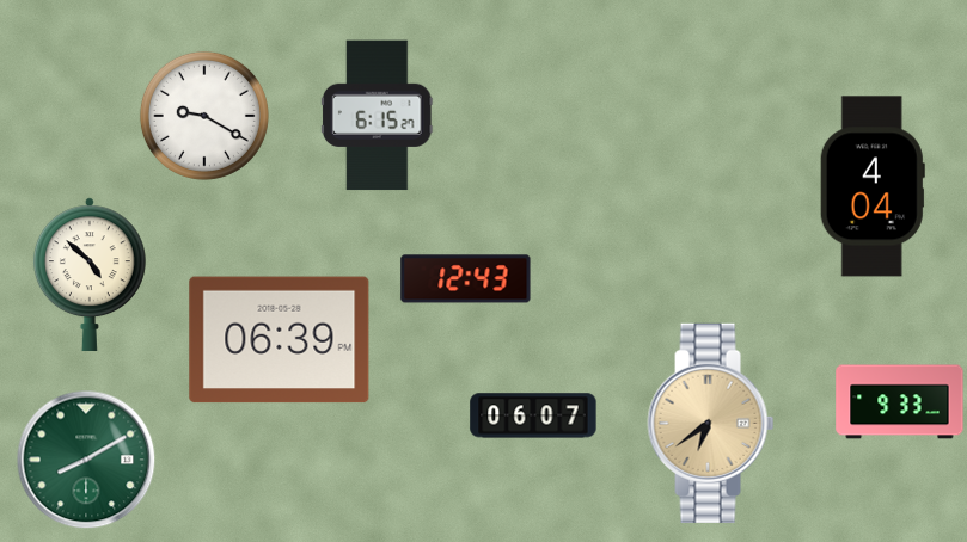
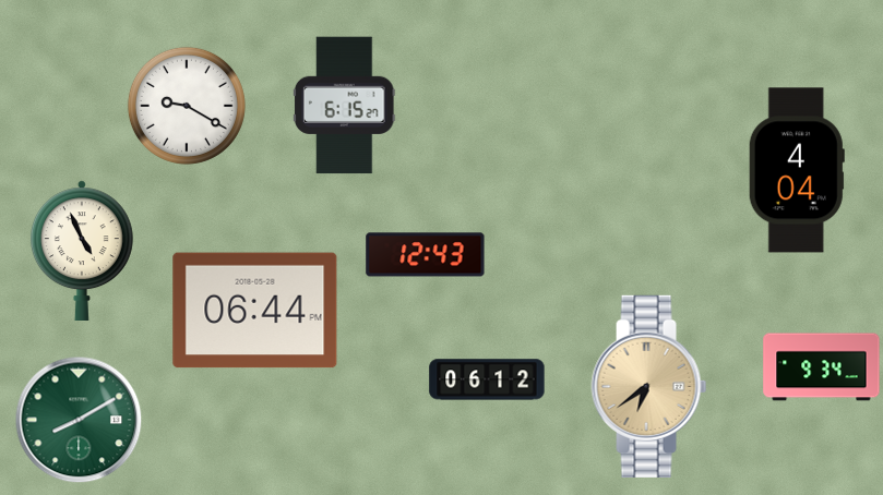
clock at (90, 273): 4:52 -> 4:56
clock at (280, 340): 06:39 -> 06:44
clock at (900, 402): 9:33 -> 9:34
clock at (533, 415): 06:07 -> 06:12
